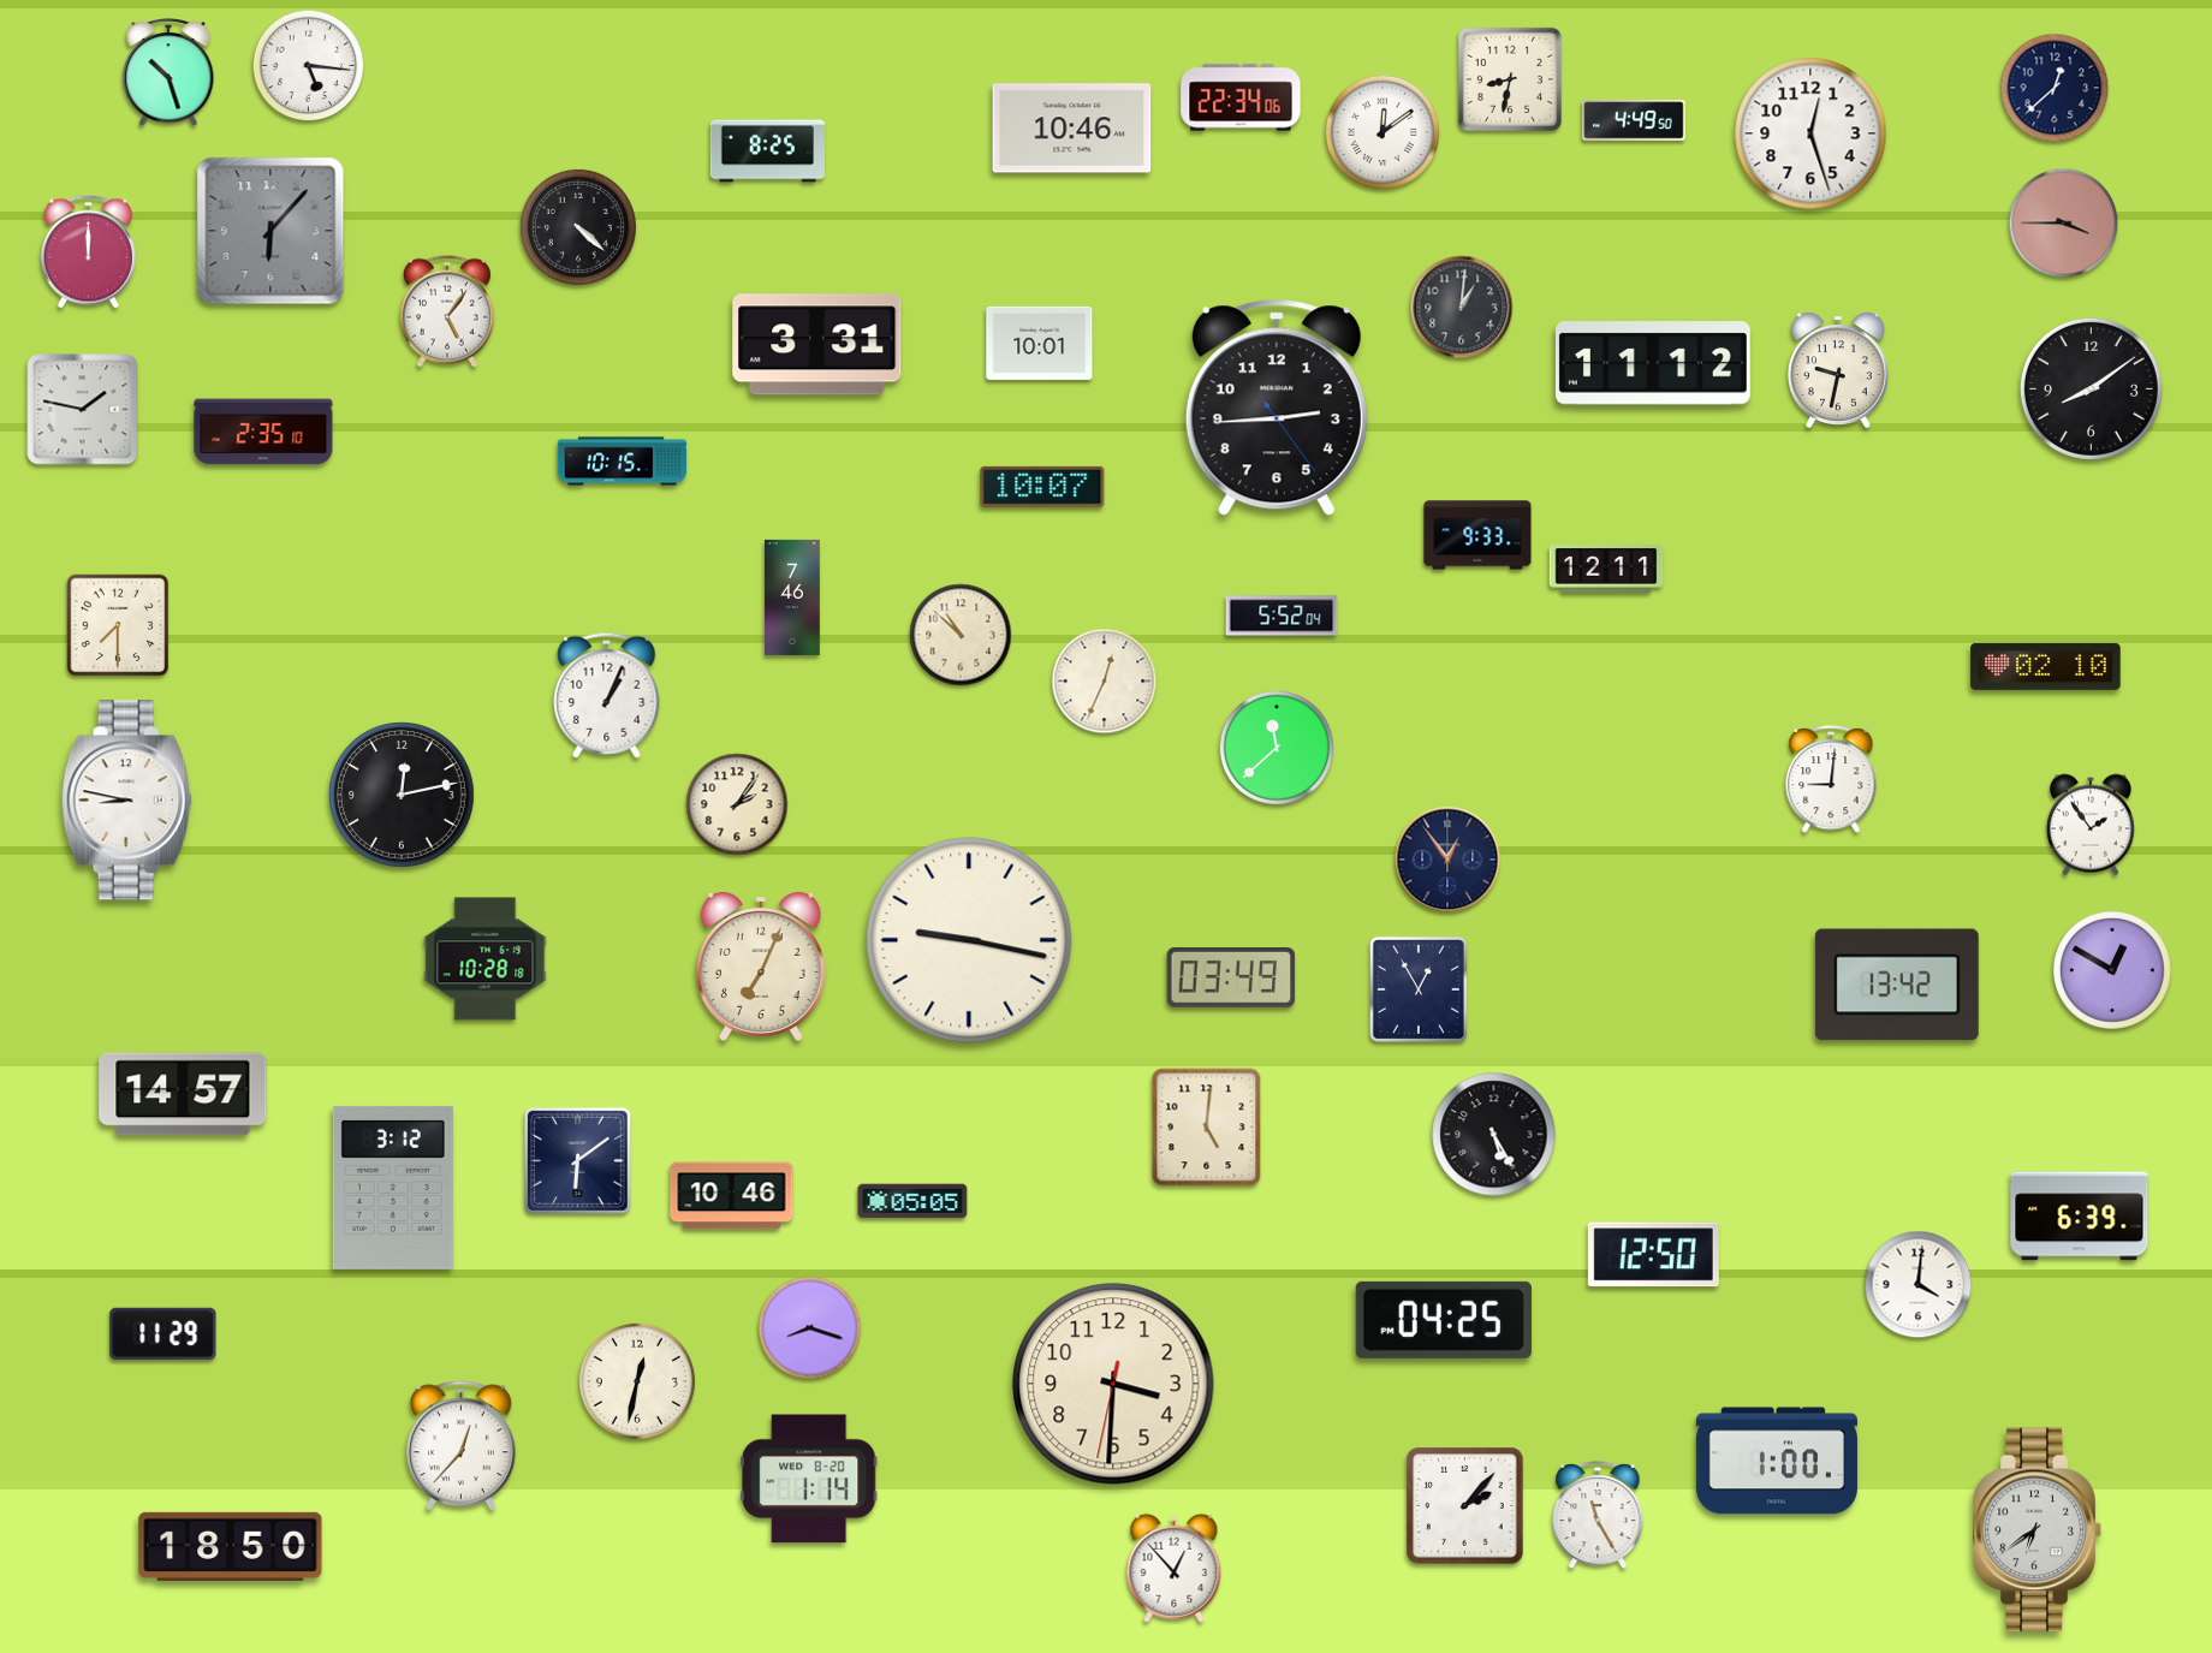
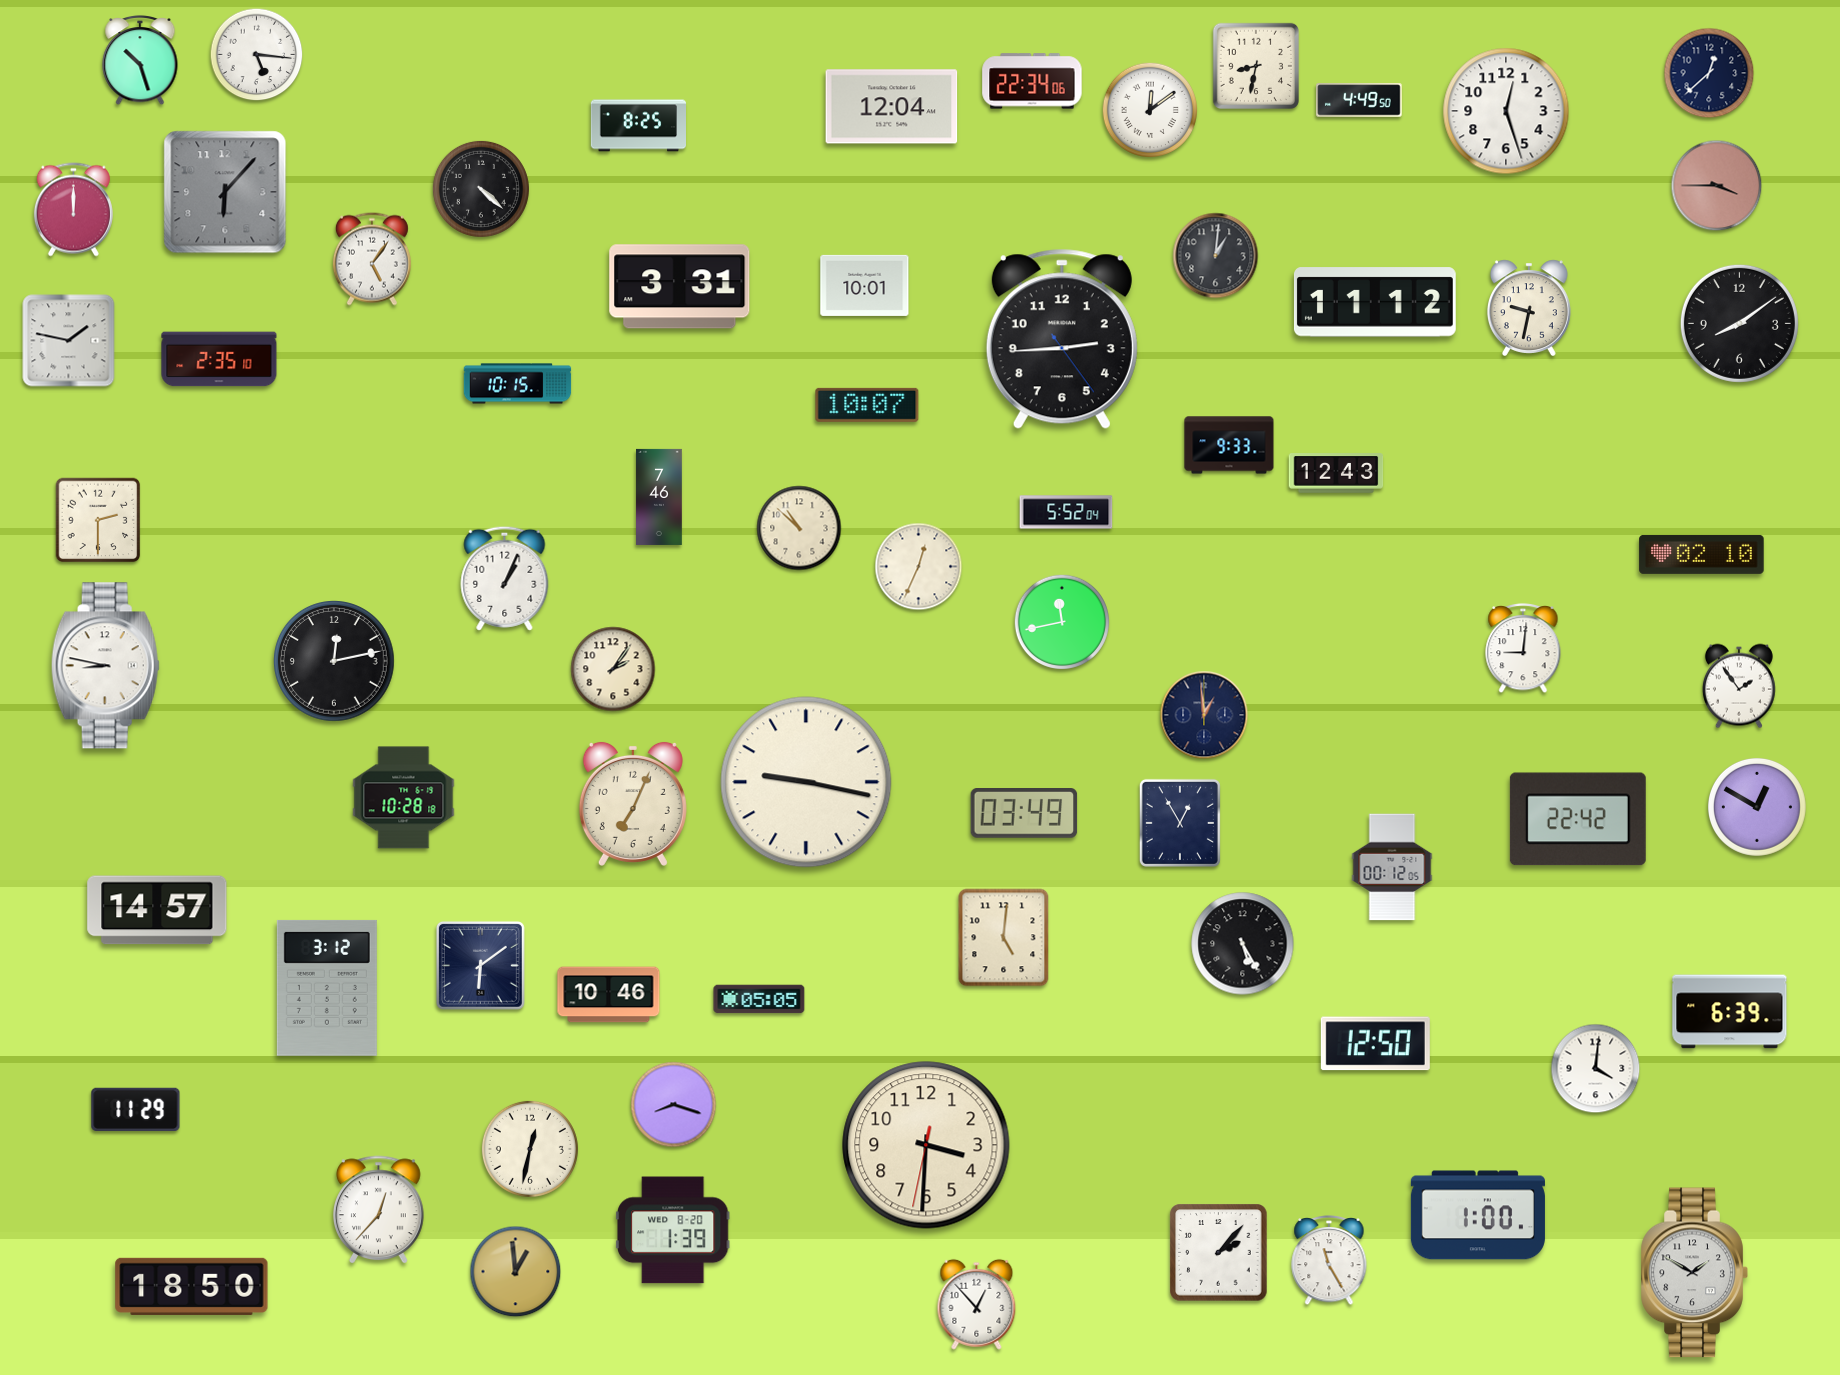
clock at (1072, 129): 10:46 -> 12:04
clock at (1606, 569): 12:11 -> 12:43
clock at (118, 625): 7:30 -> 2:30
clock at (1276, 747): 11:38 -> 11:43
clock at (1447, 860): 12:54 -> 12:59
clock at (1897, 985): 13:42 -> 22:42
clock at (1392, 867): none -> 00:12
clock at (183, 1094) position: (183, 1094) -> (157, 910)
clock at (1444, 1320): 04:25 -> none
clock at (1113, 1384) position: (1113, 1384) -> (926, 1145)
clock at (462, 1446) position: (462, 1446) -> (379, 1210)
clock at (810, 1479): 1:14 -> 1:39
clock at (516, 1272): none -> 12:59
clock at (2036, 1530): 6:39 -> 1:50
